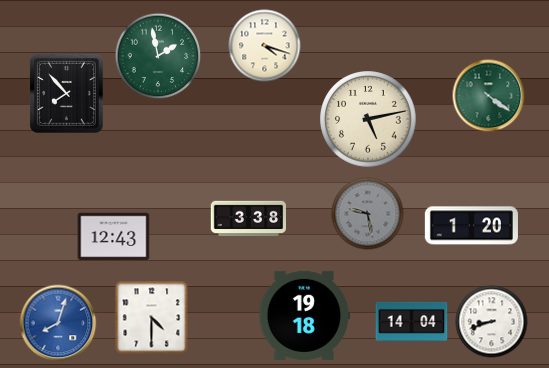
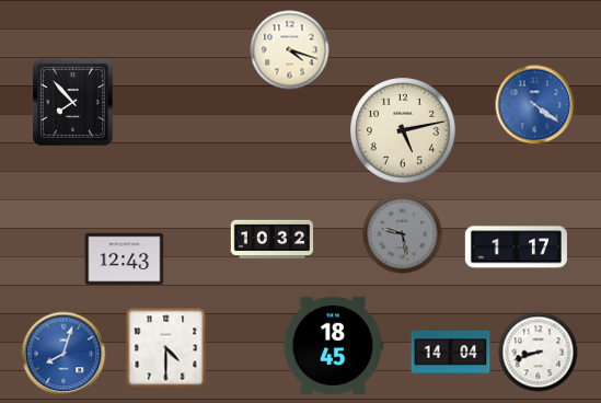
clock at (158, 56): 1:58 -> none
clock at (489, 96) dial: green -> blue
clock at (248, 219): 3:38 -> 10:32
clock at (471, 226): 1:20 -> 1:17
clock at (305, 315): 19:18 -> 18:45
